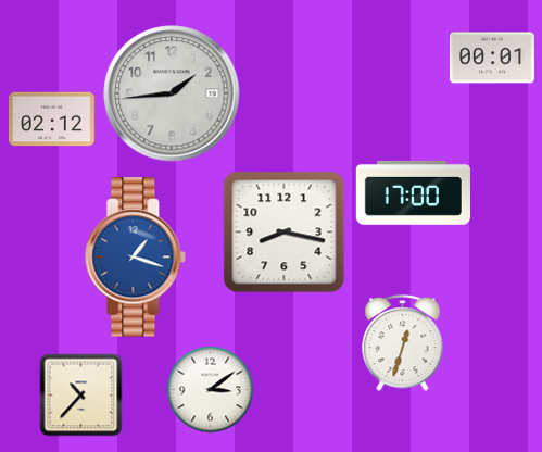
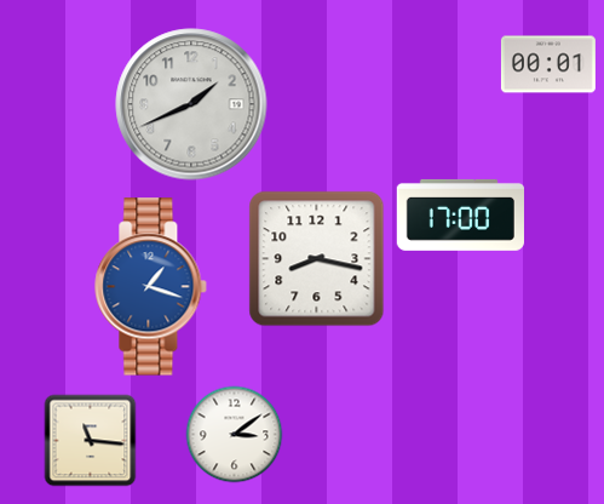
clock at (172, 93): 1:44 -> 1:41
clock at (51, 120): 02:12 -> none
clock at (403, 343): 12:33 -> none
clock at (81, 395): 10:37 -> 11:16
